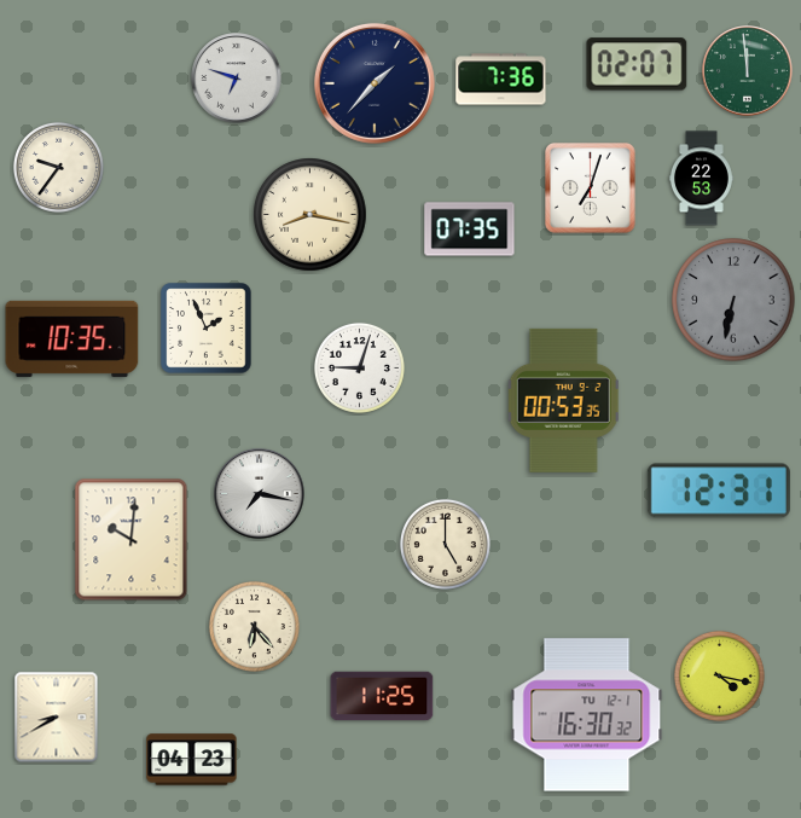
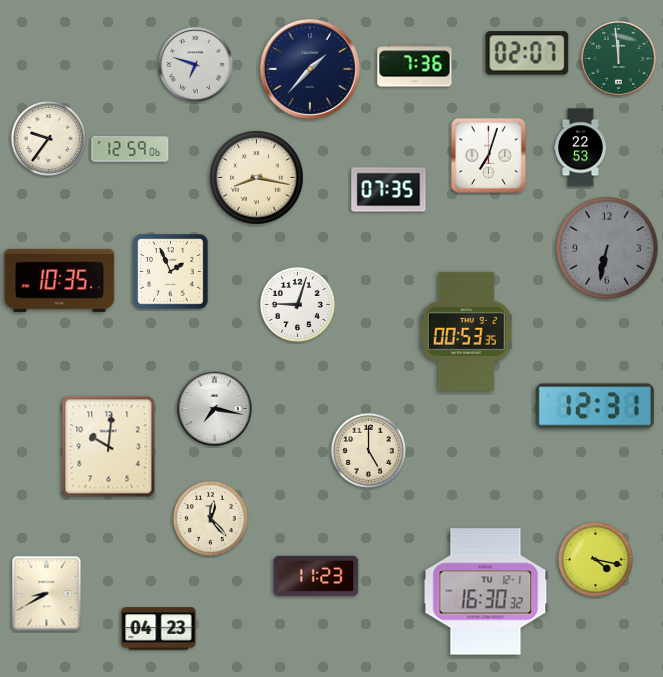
clock at (130, 149): none -> 12:59
clock at (254, 626): 6:23 -> 12:23
clock at (382, 696): 11:25 -> 11:23
